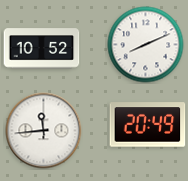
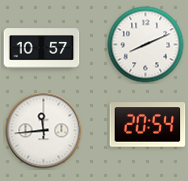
clock at (42, 49): 10:52 -> 10:57
clock at (148, 125): 20:49 -> 20:54
